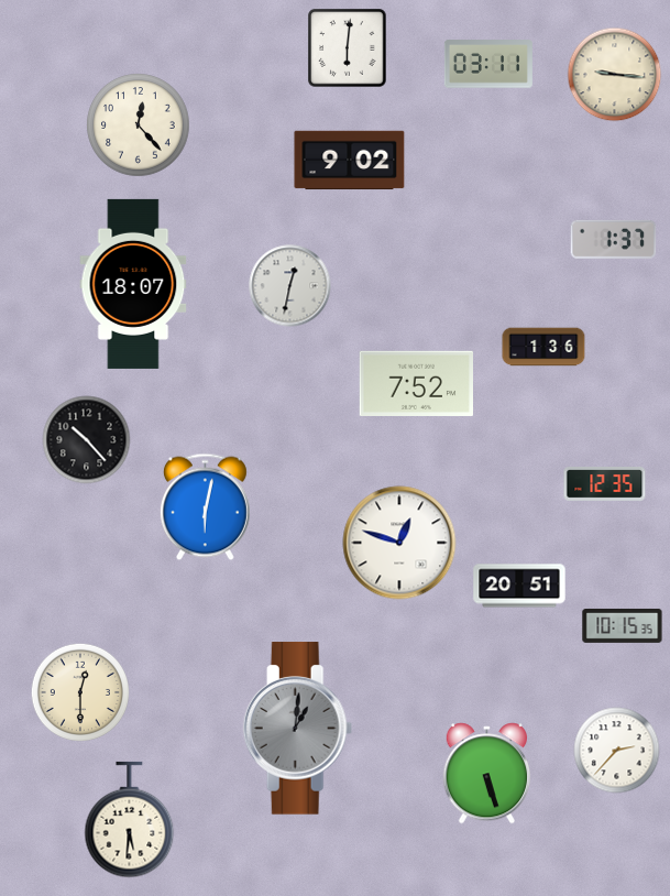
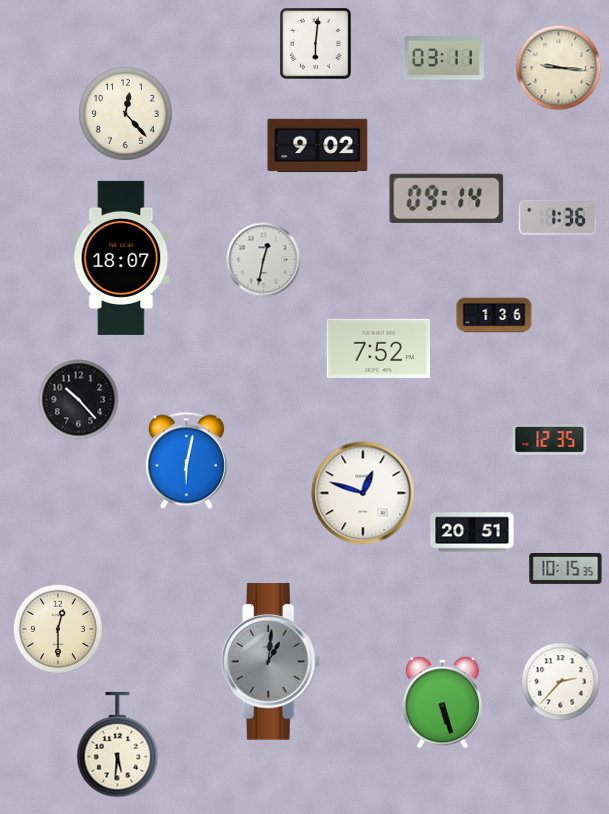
clock at (447, 198): none -> 09:14
clock at (614, 239): 1:37 -> 1:36
clock at (80, 692) position: (80, 692) -> (58, 629)
